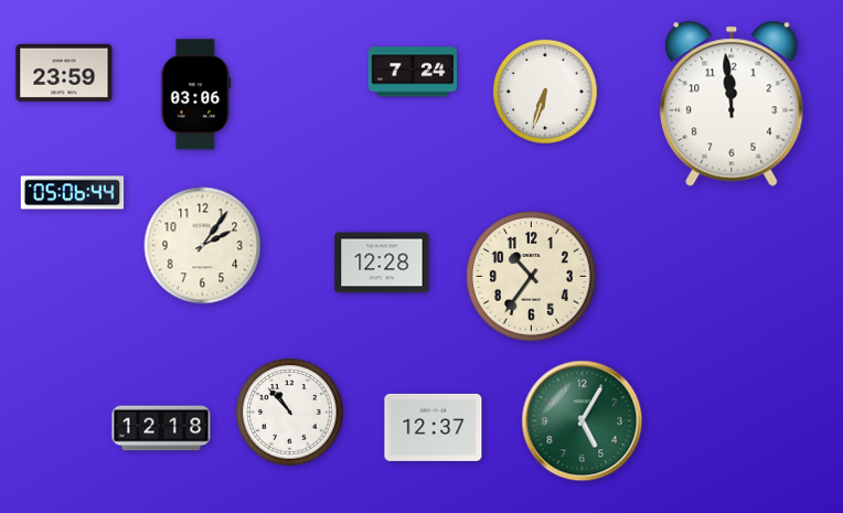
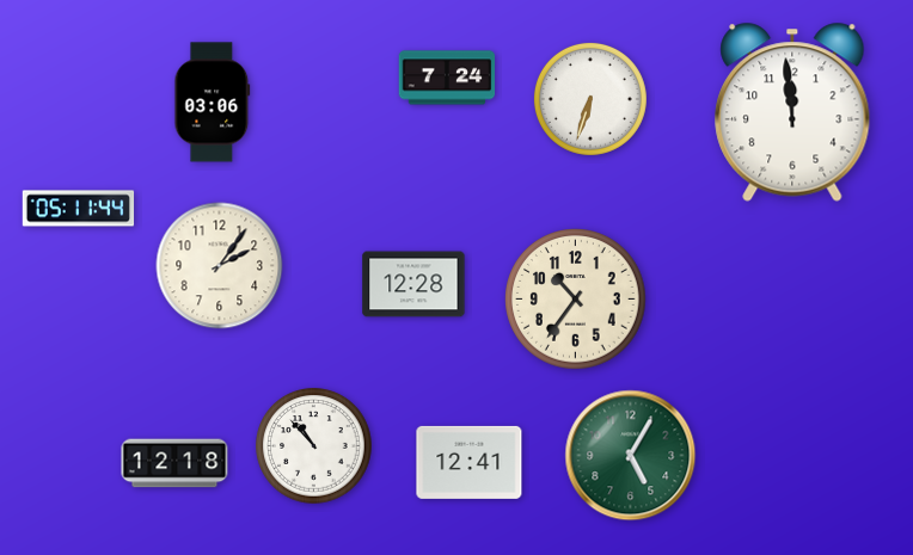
clock at (64, 73): 23:59 -> none
clock at (73, 193): 05:06 -> 05:11
clock at (434, 427): 12:37 -> 12:41
